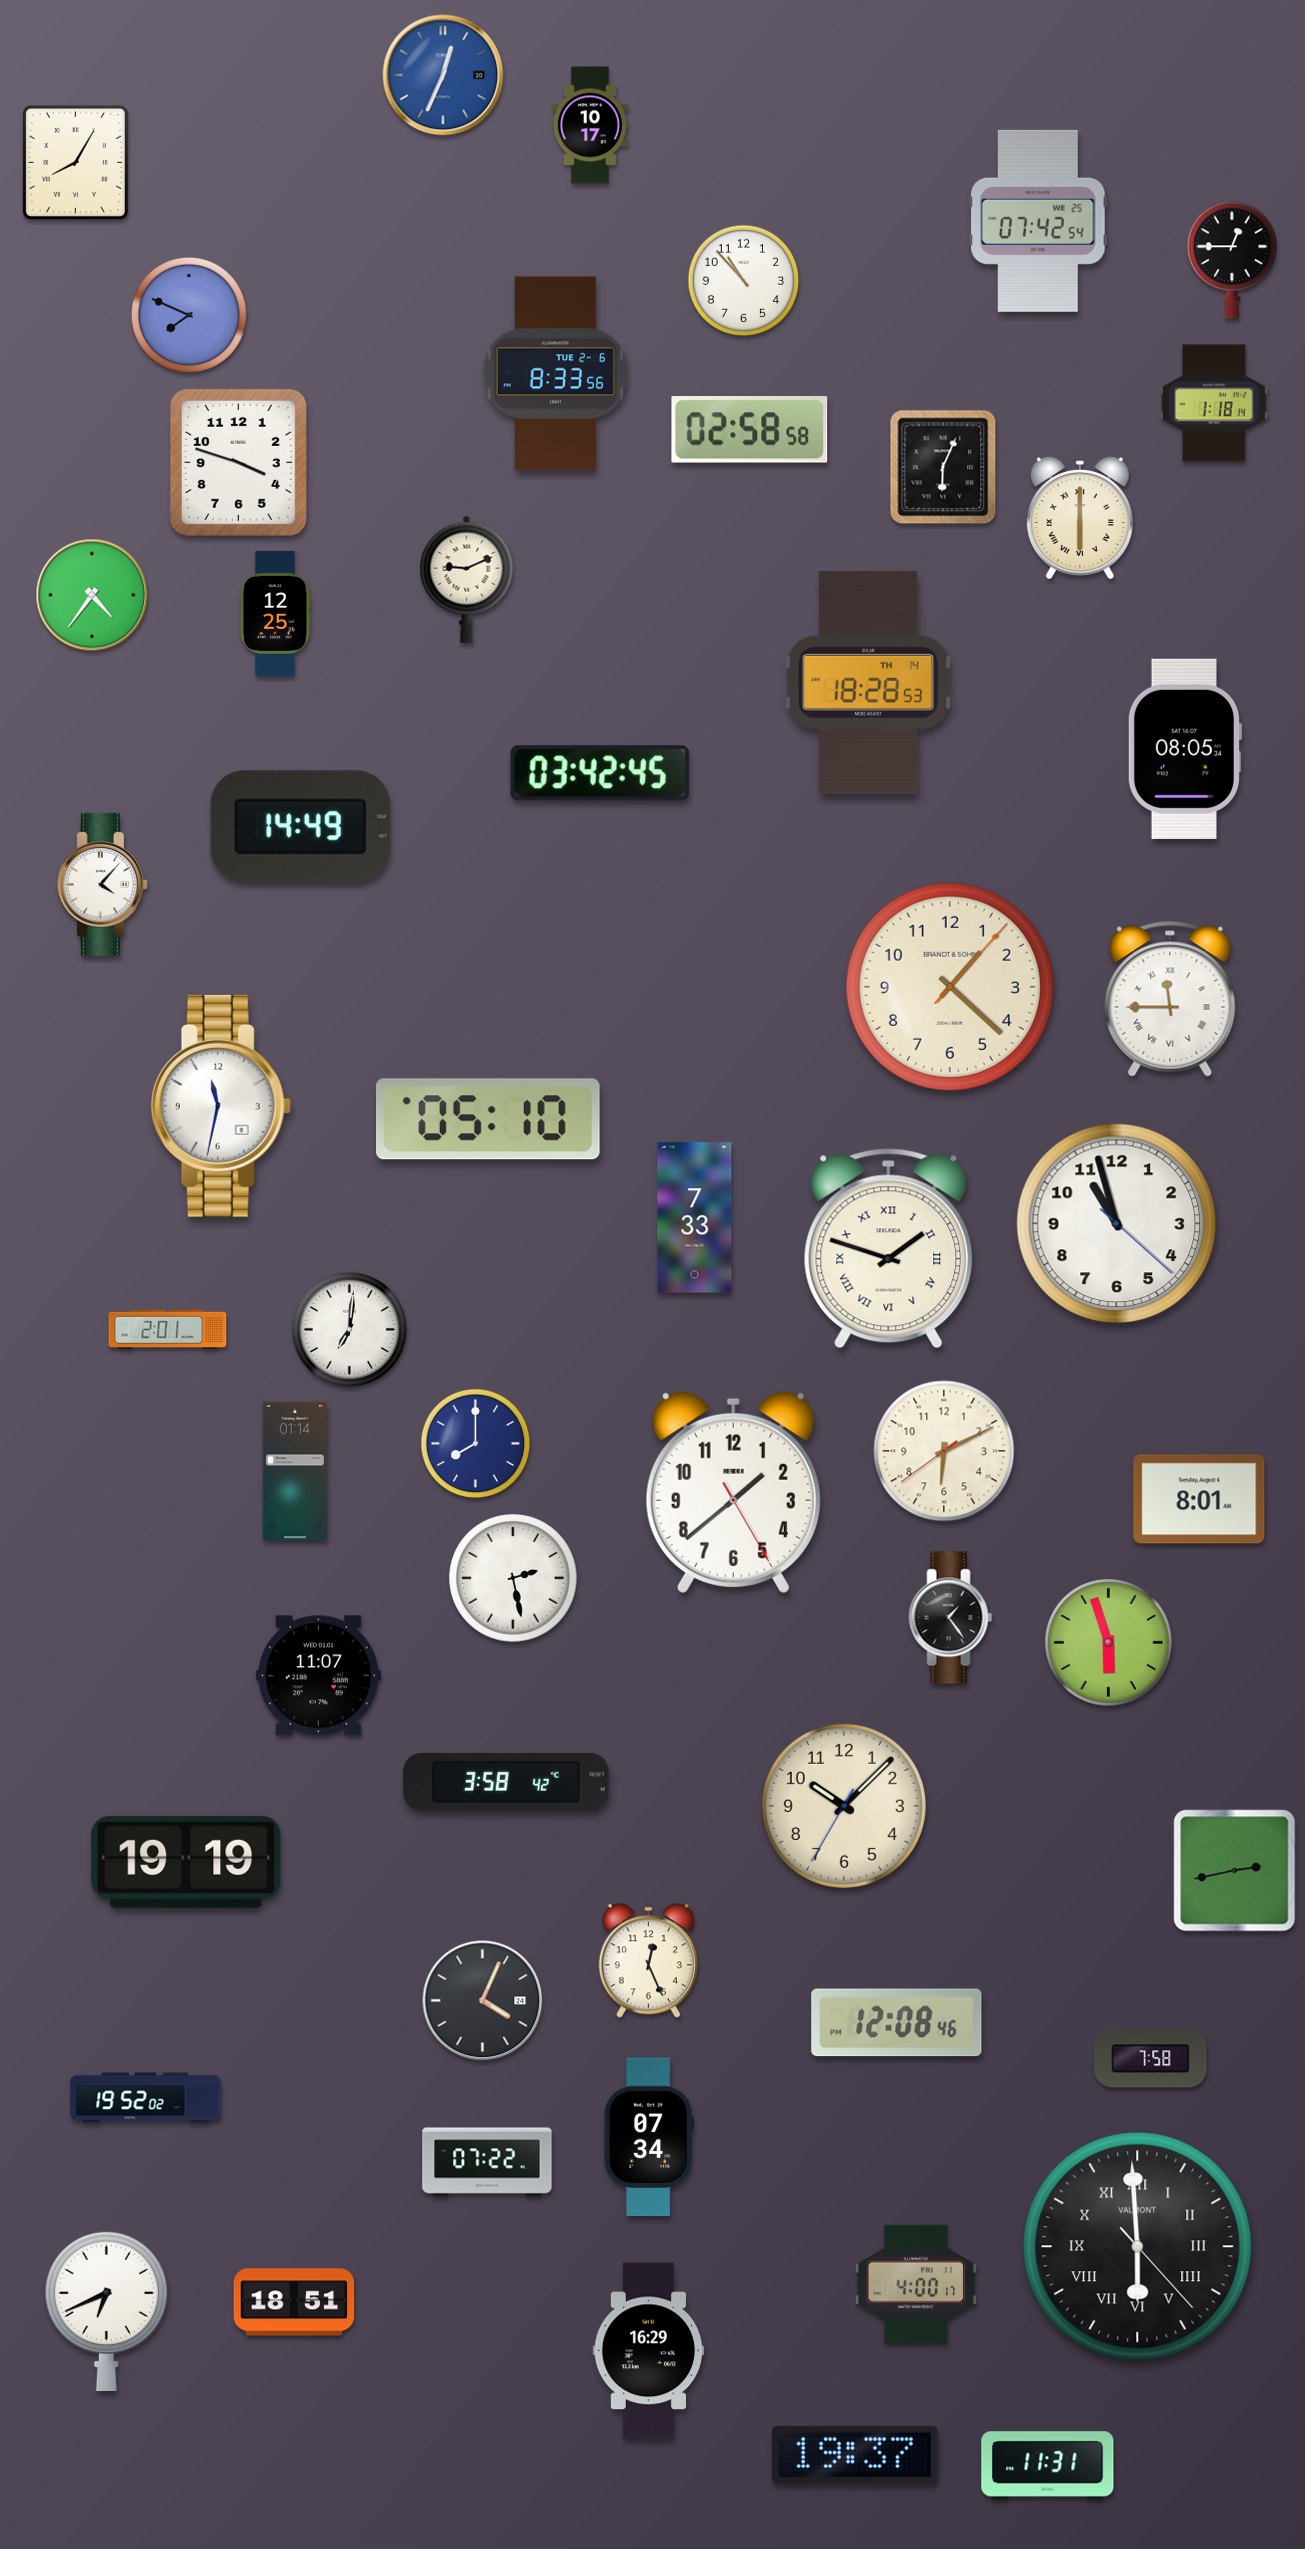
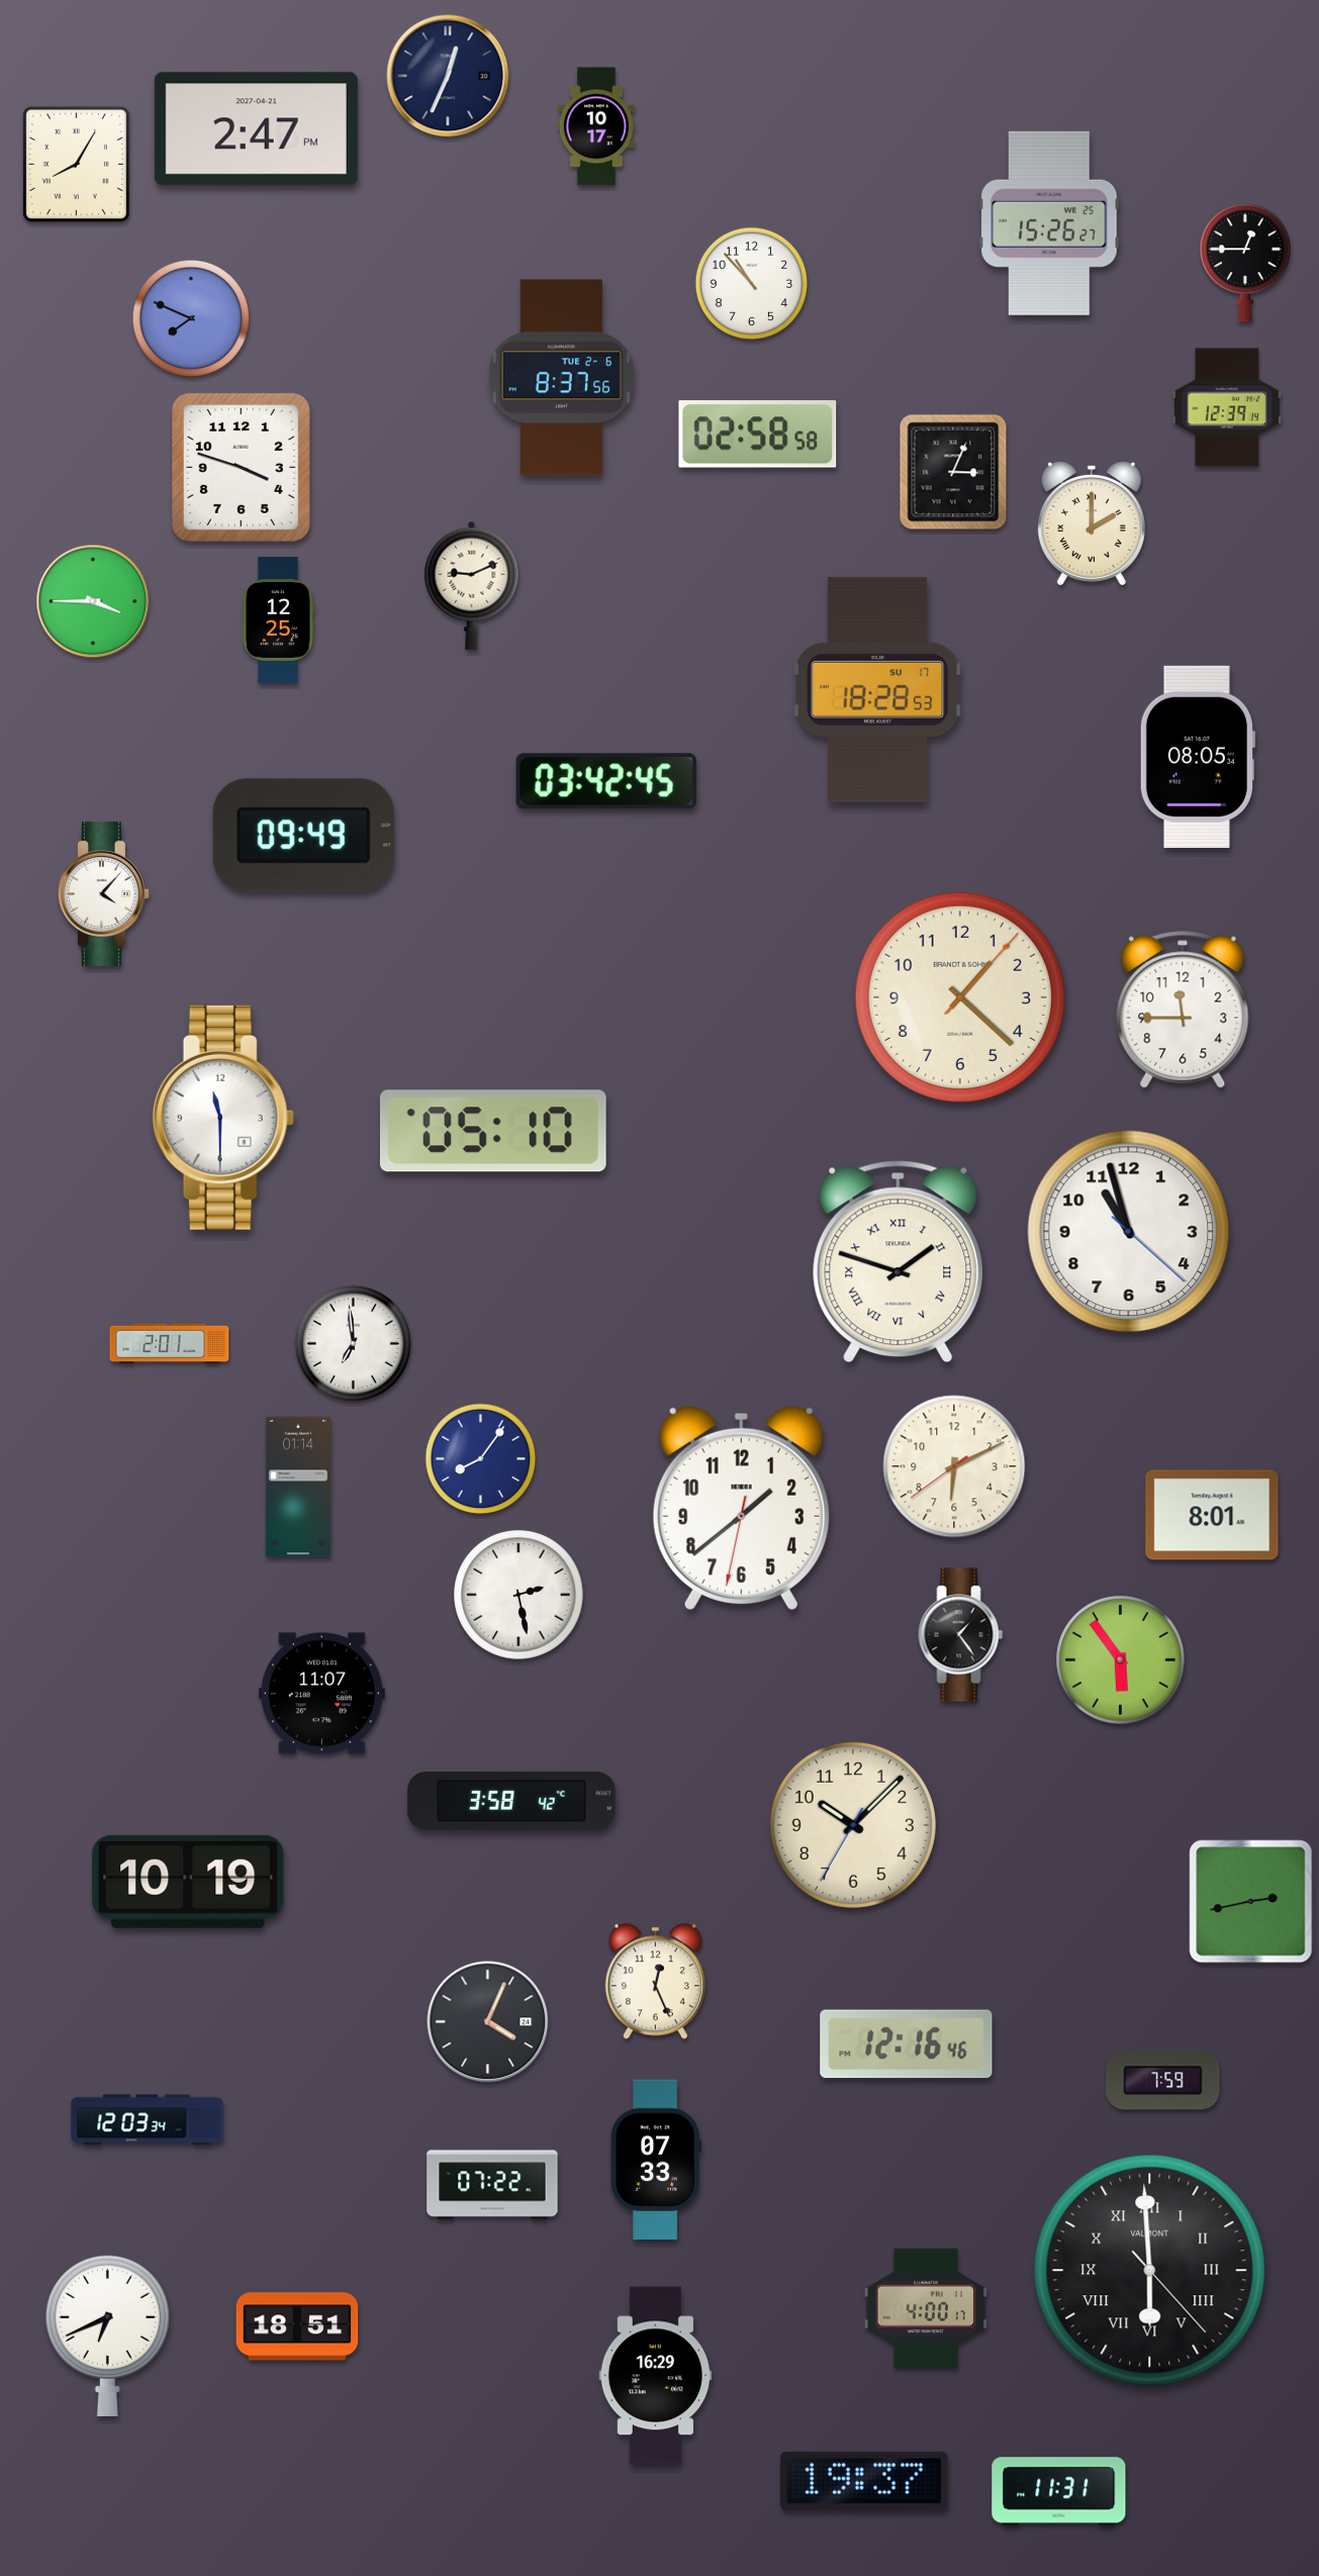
clock at (443, 75) dial: blue -> navy
clock at (256, 129): none -> 2:47
clock at (1038, 221): 07:42 -> 15:26
clock at (555, 374): 8:33 -> 8:37
clock at (1214, 403): 1:18 -> 12:39
clock at (943, 467): 6:04 -> 3:04
clock at (1080, 518): 6:00 -> 2:00
clock at (92, 595): 4:36 -> 3:45
clock at (869, 682) date: TH 14 -> SU 17
clock at (300, 827): 14:49 -> 09:49
clock at (1170, 999) numerals: Roman -> Arabic
clock at (221, 1106): 11:32 -> 11:30
clock at (695, 1218): 7:33 -> none
clock at (1117, 1224) position: (1117, 1224) -> (1129, 1232)
clock at (349, 1329): 7:01 -> 6:59
clock at (476, 1444): 8:00 -> 8:06
clock at (733, 1492): 1:38:25 -> 1:38:32
clock at (1109, 1643): 5:57 -> 5:54
clock at (186, 1862): 19:19 -> 10:19
clock at (1235, 1871) position: (1235, 1871) -> (1251, 1902)
clock at (897, 2023): 12:08 -> 12:16
clock at (1151, 2059): 7:58 -> 7:59
clock at (146, 2098): 19:52 -> 12:03
clock at (649, 2137): 07:34 -> 07:33
